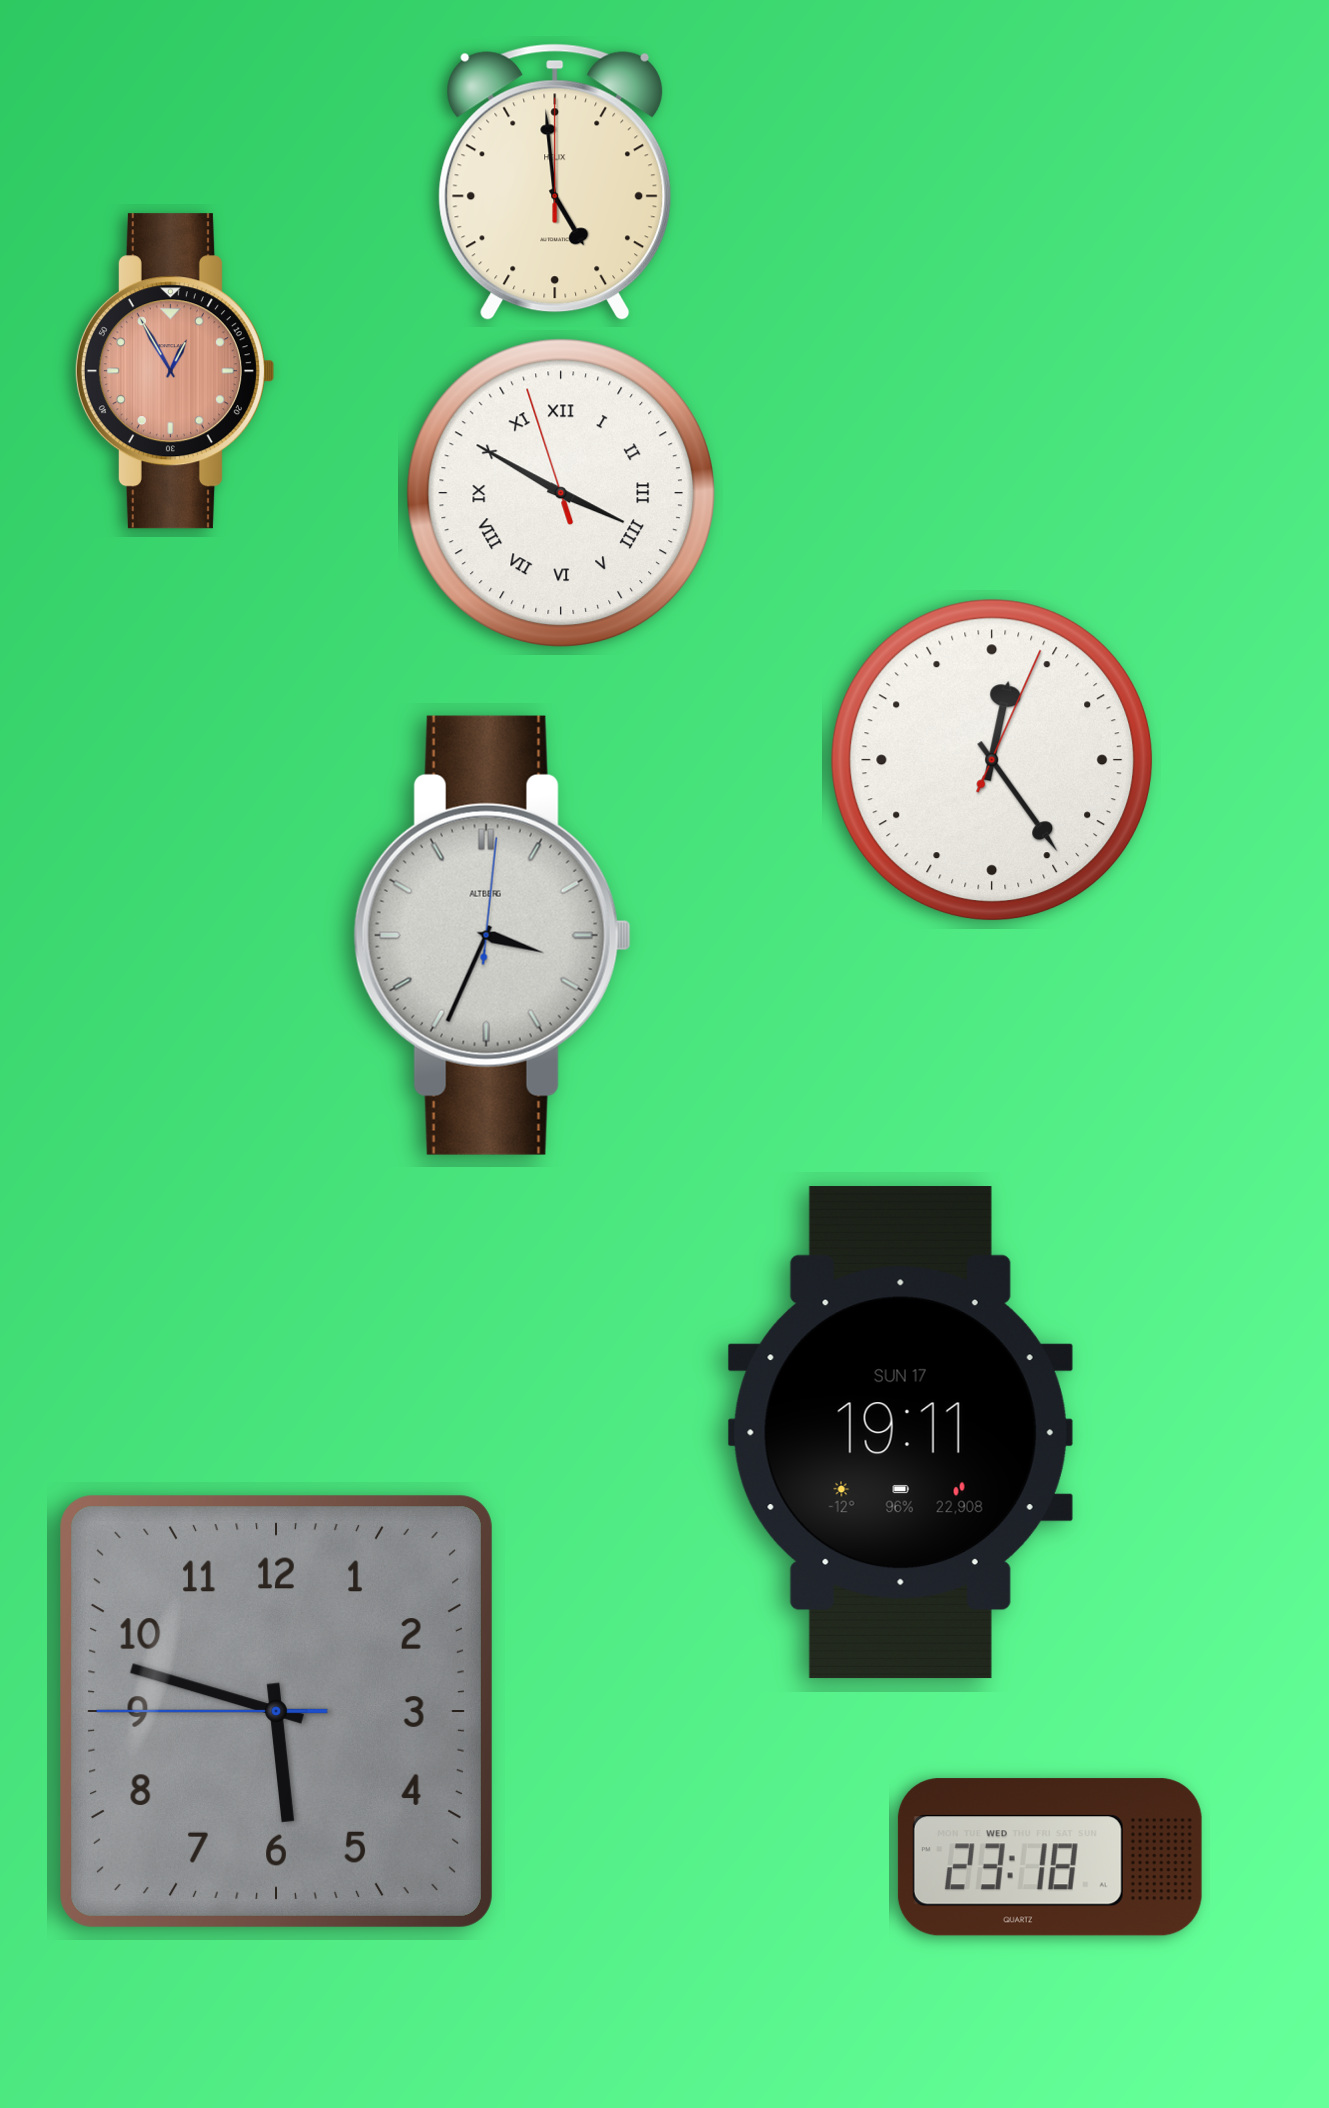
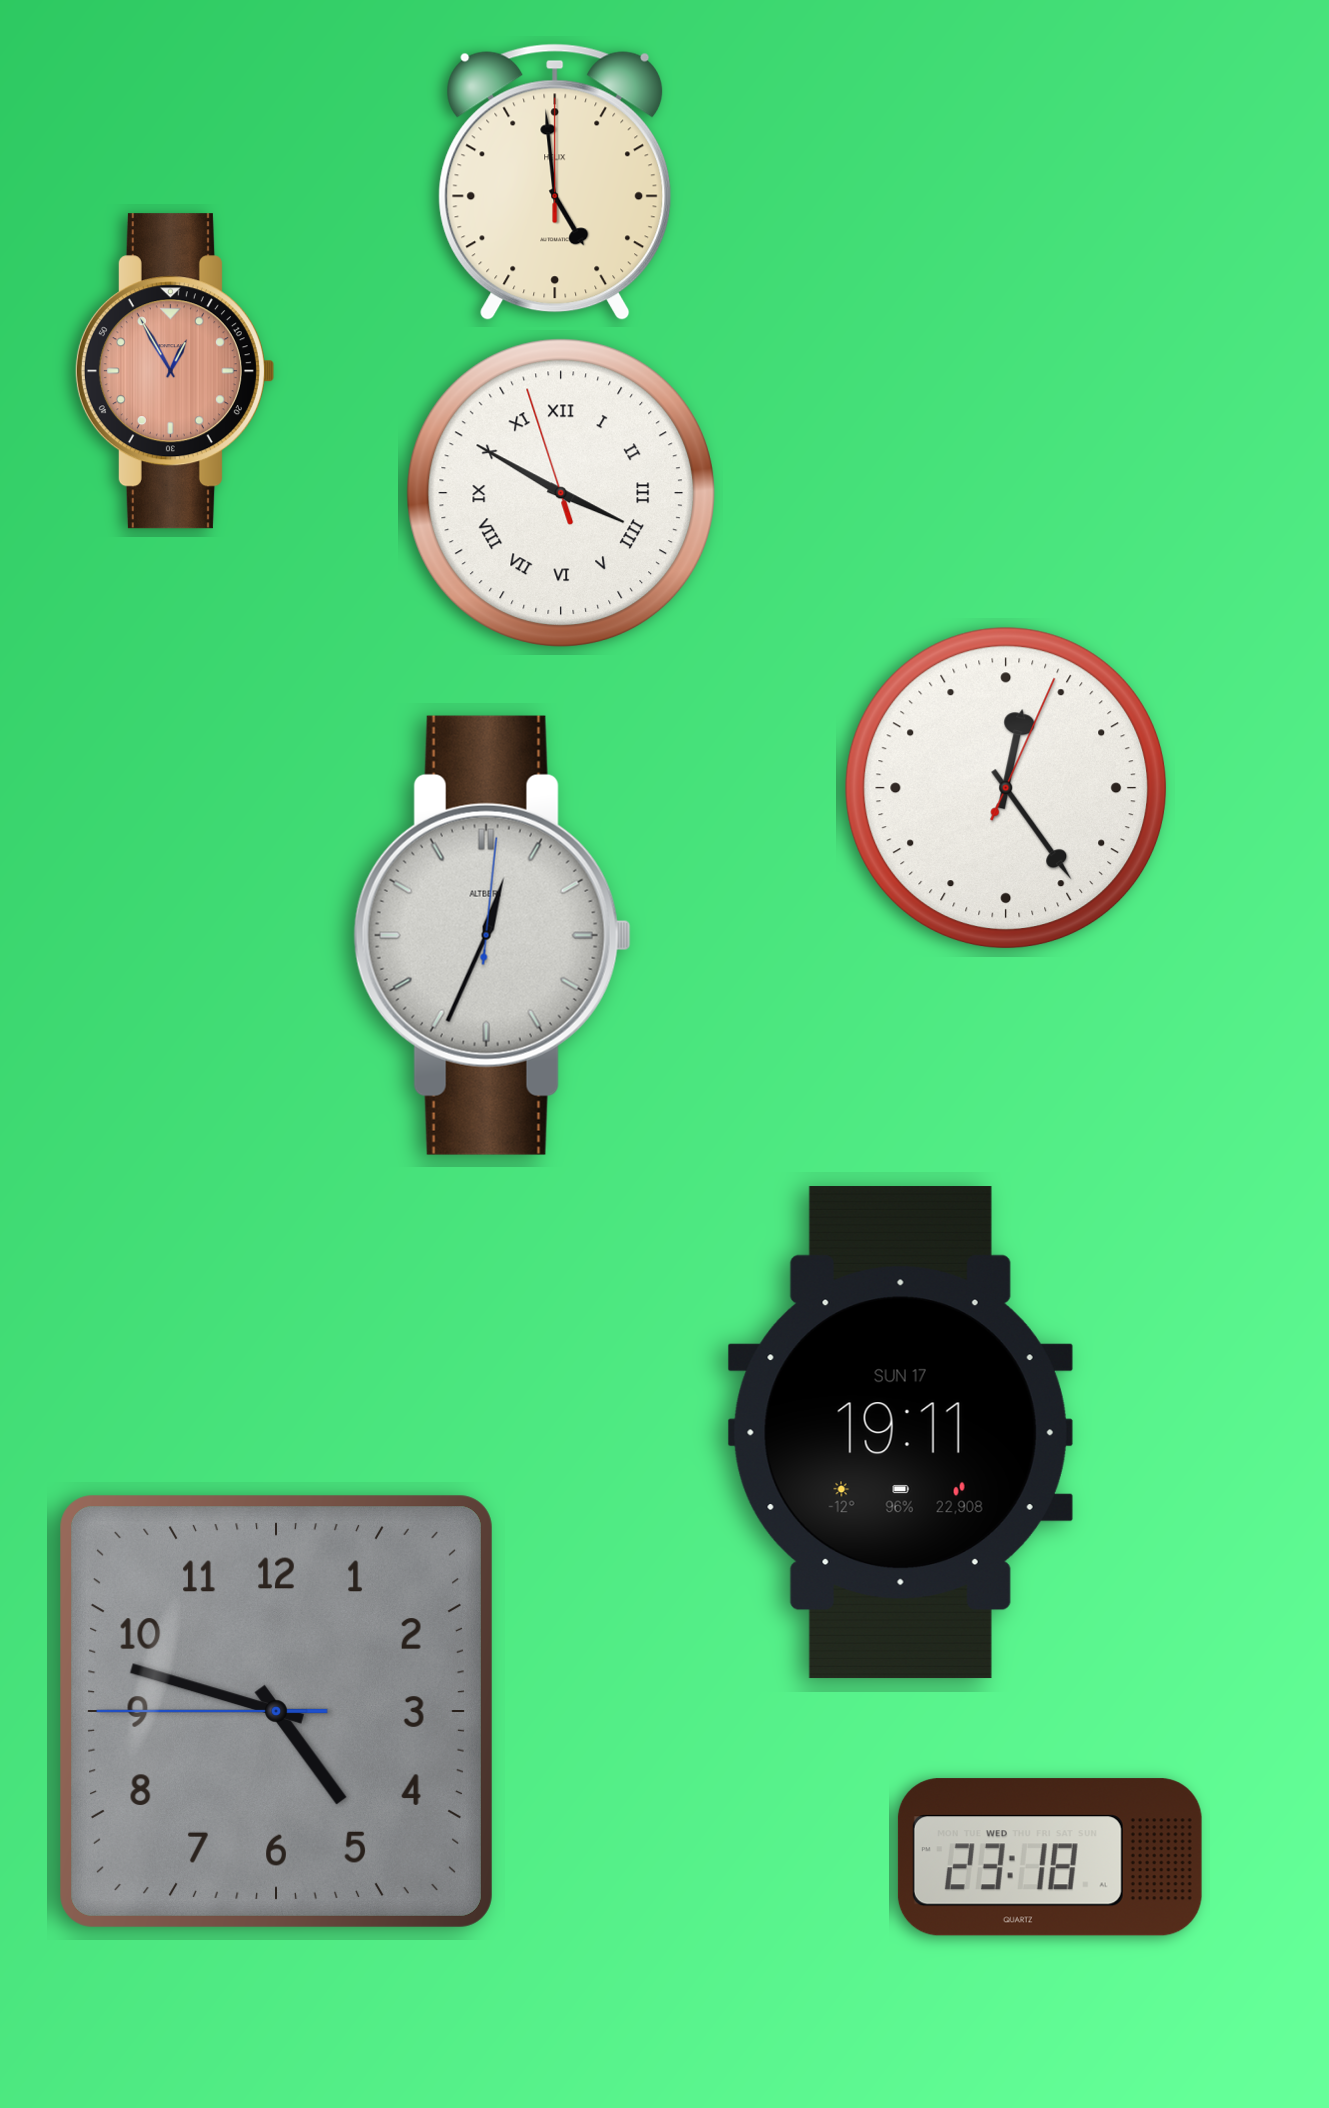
clock at (992, 760) position: (992, 760) -> (1006, 788)
clock at (492, 935): 3:34 -> 12:34
clock at (276, 1711): 5:47 -> 4:47
